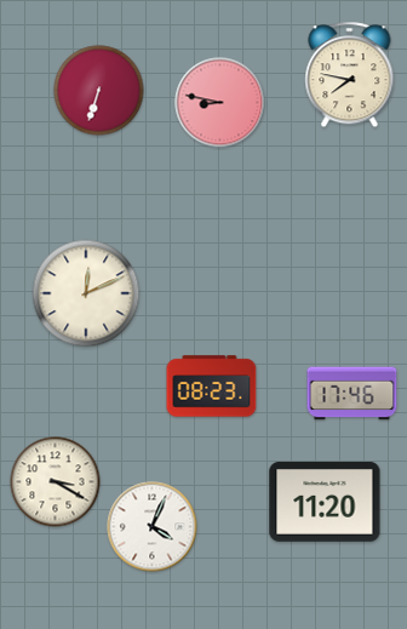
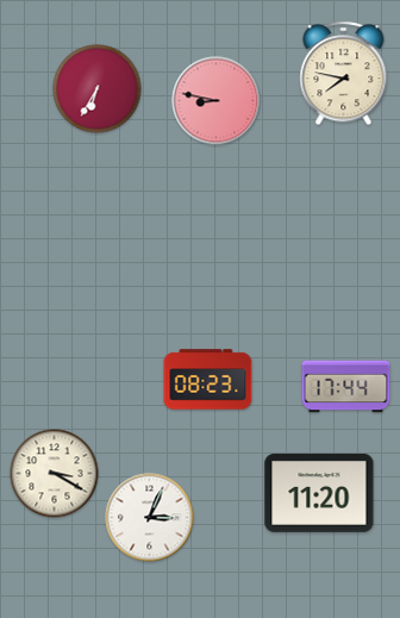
clock at (99, 91): 6:33 -> 6:35
clock at (86, 293): 12:11 -> none
clock at (352, 394): 17:46 -> 17:44
clock at (153, 527): 4:04 -> 3:04
